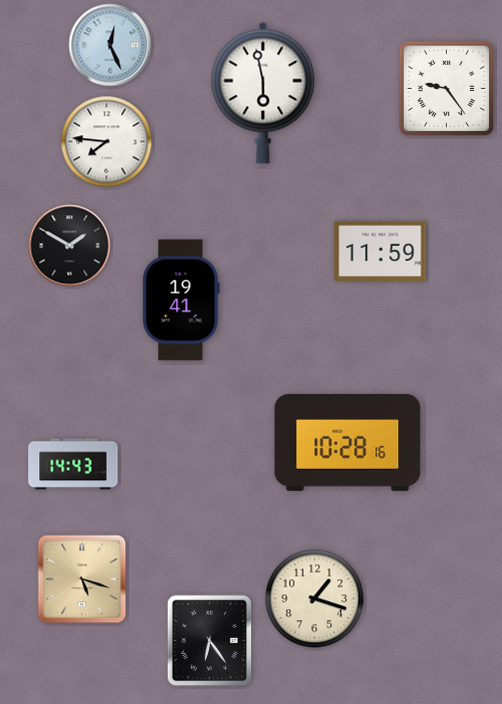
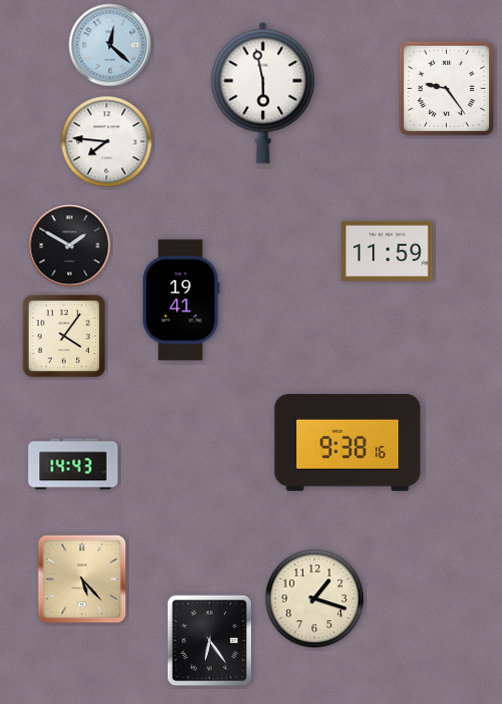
clock at (110, 45): 12:26 -> 12:22
clock at (380, 251) position: (380, 251) -> (387, 251)
clock at (64, 336): none -> 4:06
clock at (348, 442): 10:28 -> 9:38
clock at (82, 579): 5:18 -> 5:23
